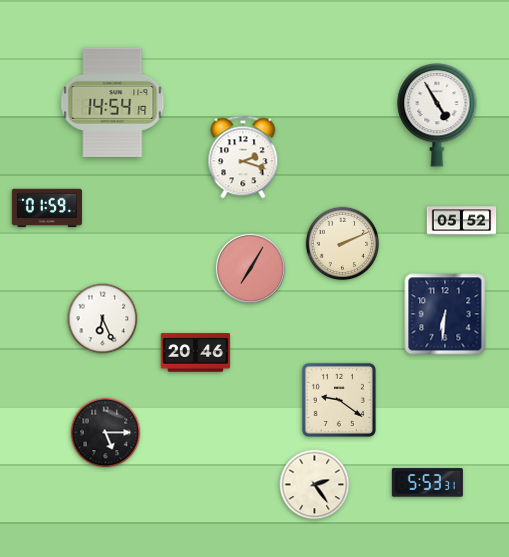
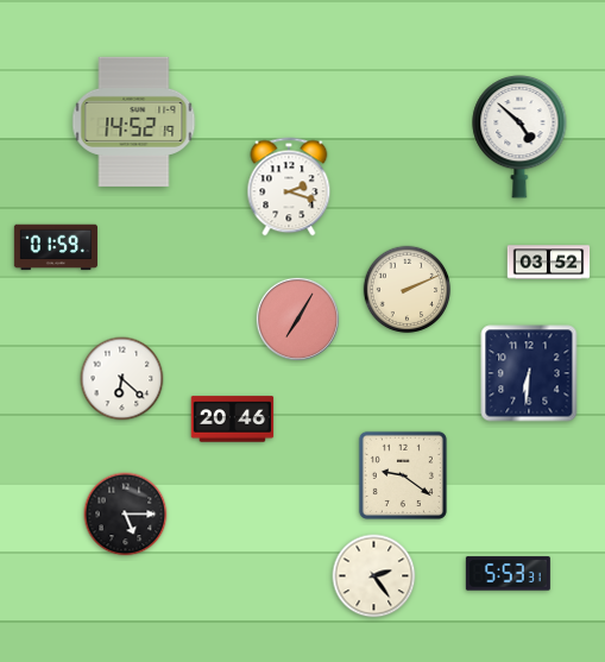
clock at (113, 102): 14:54 -> 14:52
clock at (437, 116): 4:55 -> 4:52
clock at (462, 221): 05:52 -> 03:52
clock at (103, 319): 6:26 -> 6:22
